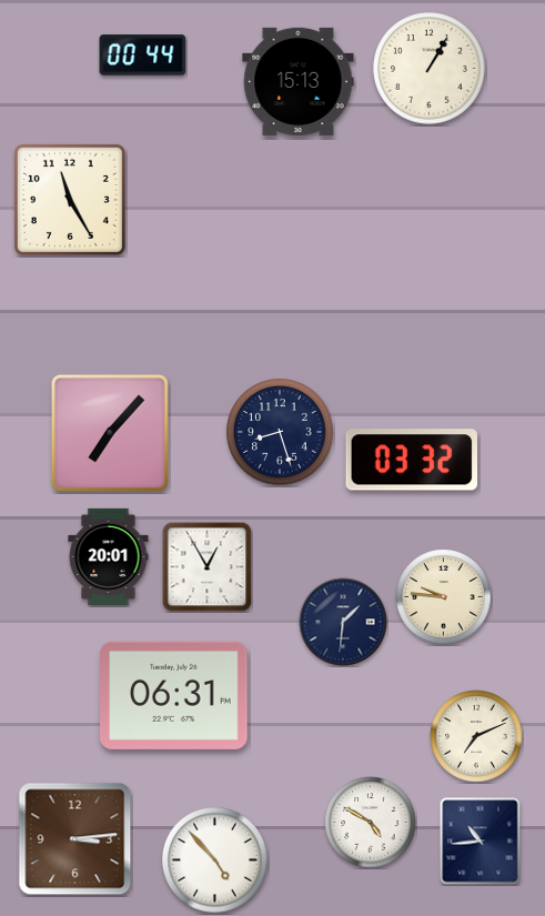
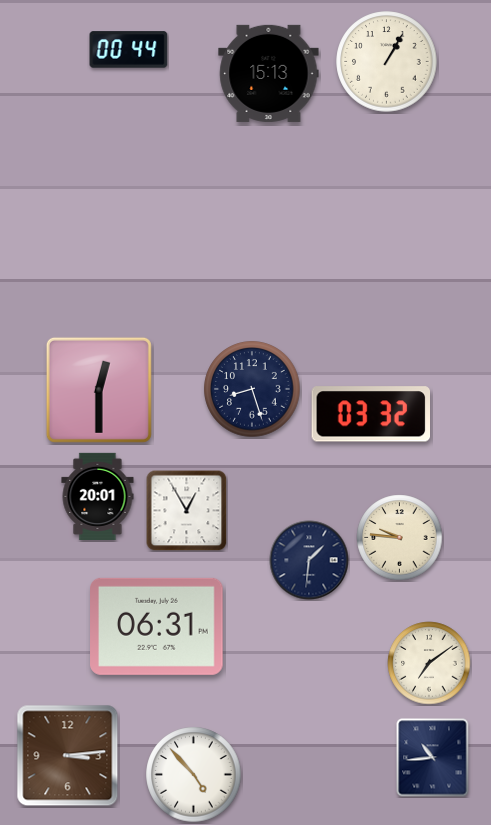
clock at (70, 200): 11:25 -> none
clock at (110, 433): 7:07 -> 12:30
clock at (109, 556) position: (109, 556) -> (98, 496)
clock at (476, 736): 7:11 -> 7:09
clock at (371, 823): 4:50 -> none
